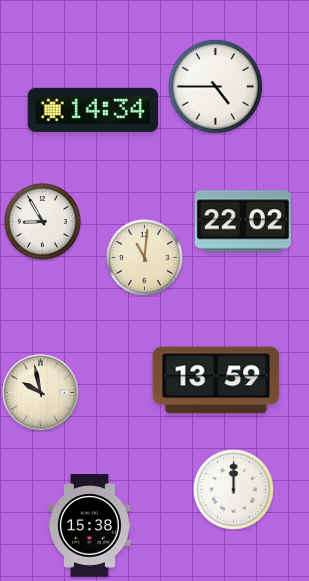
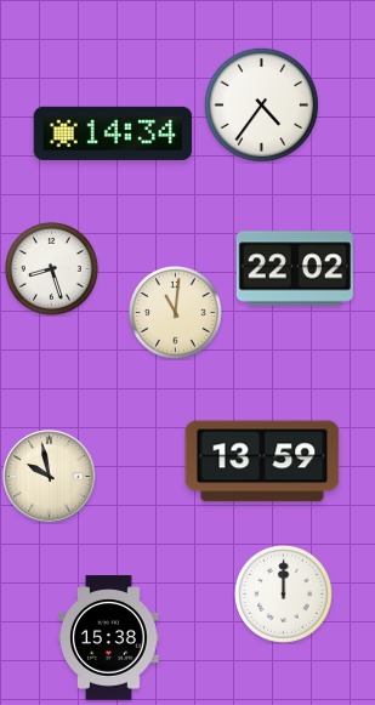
clock at (215, 86): 4:45 -> 4:36
clock at (43, 222): 8:55 -> 8:27
